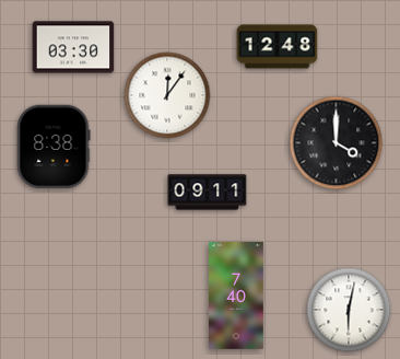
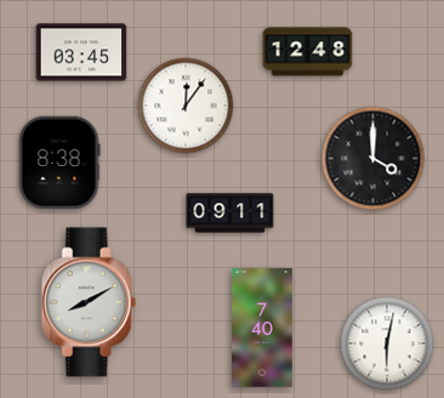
clock at (73, 47): 03:30 -> 03:45
clock at (89, 302): none -> 8:10
